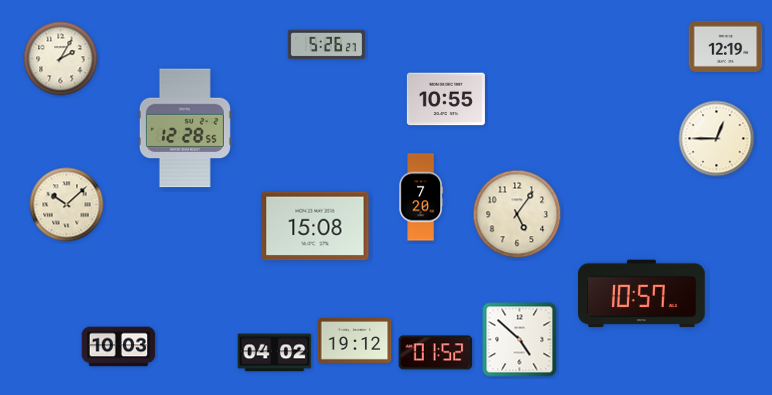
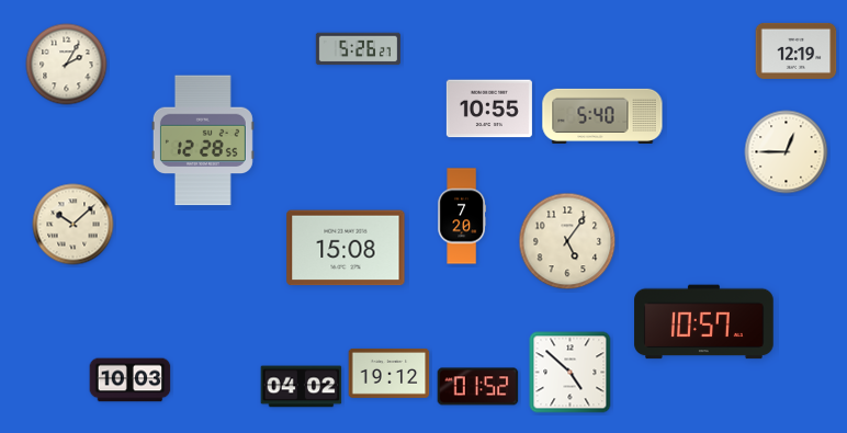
clock at (602, 116): none -> 5:40
clock at (517, 214) position: (517, 214) -> (567, 241)
